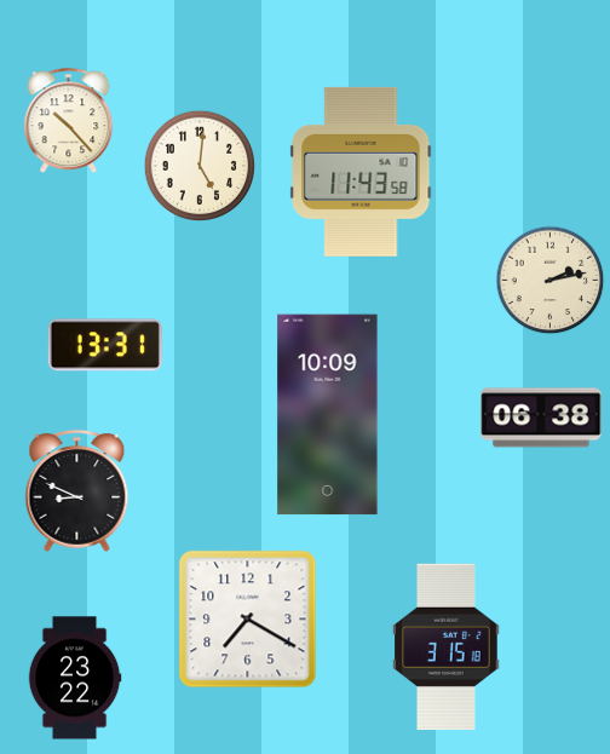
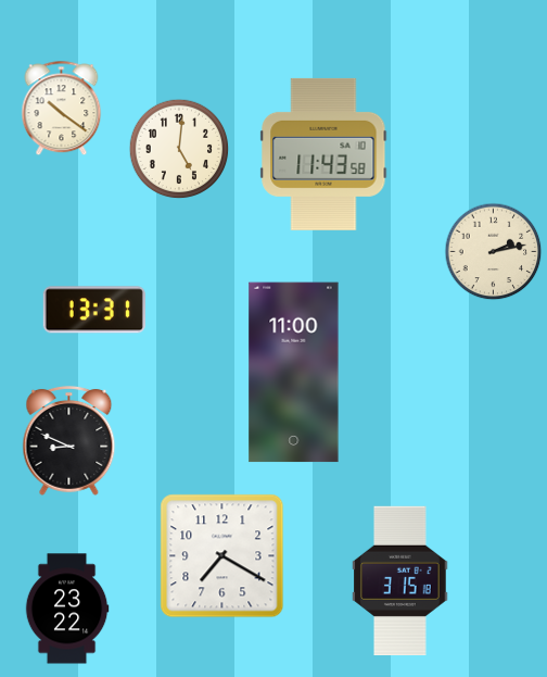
clock at (69, 121): 10:23 -> 10:21
clock at (328, 415): 10:09 -> 11:00
clock at (541, 418): 06:38 -> none
